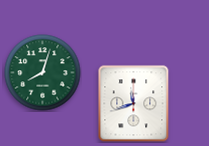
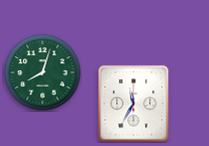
clock at (134, 104): 11:42 -> 11:35
